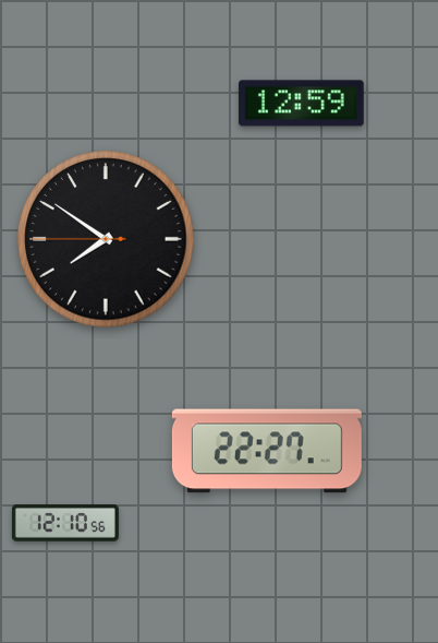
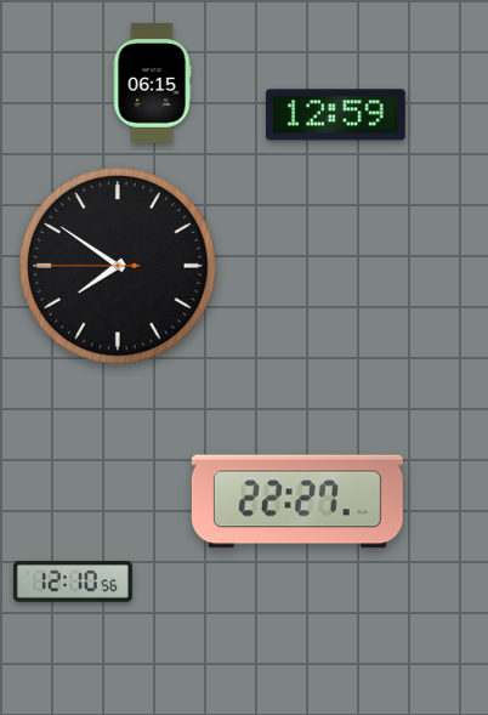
clock at (152, 84): none -> 06:15
